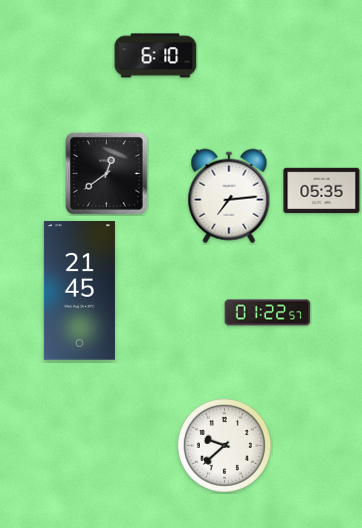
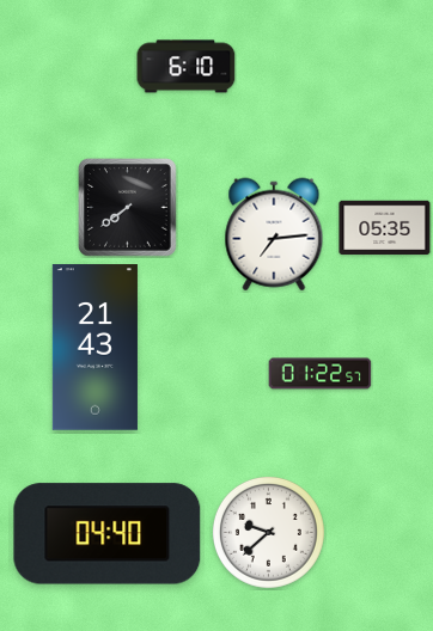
clock at (107, 174): 12:39 -> 7:39
clock at (79, 291): 21:45 -> 21:43
clock at (108, 534): none -> 04:40
